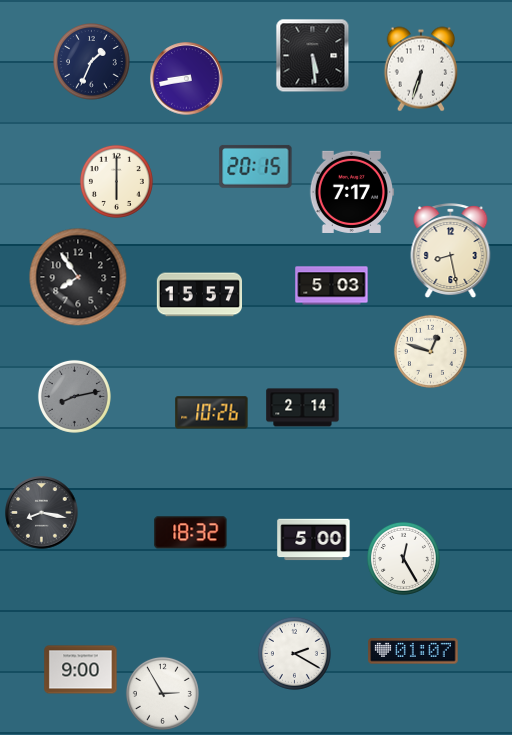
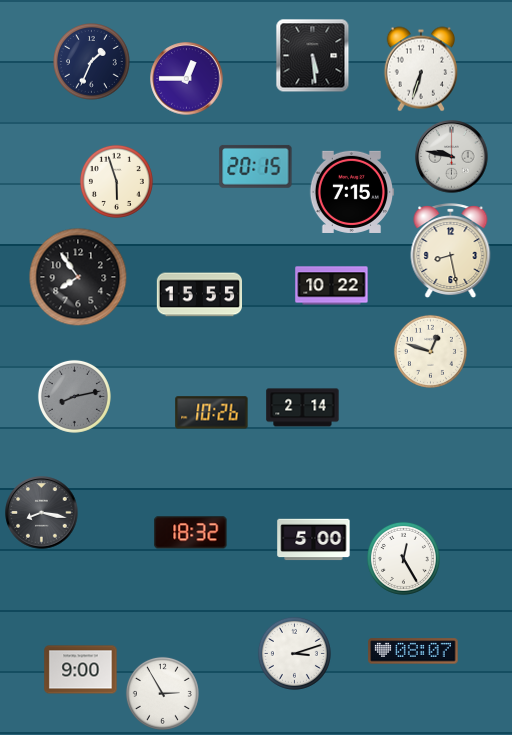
clock at (187, 79): 8:43 -> 12:45
clock at (452, 157): none -> 9:47
clock at (116, 181): 6:00 -> 5:57
clock at (352, 192): 7:17 -> 7:15
clock at (332, 286): 5:03 -> 10:22
clock at (199, 295): 15:57 -> 15:55
clock at (413, 651): 01:07 -> 08:07
clock at (294, 653): 2:20 -> 3:12
